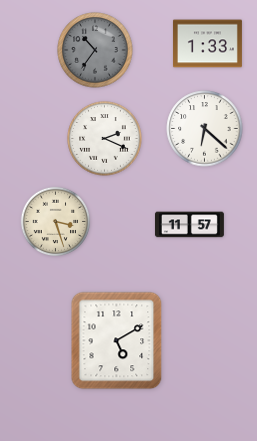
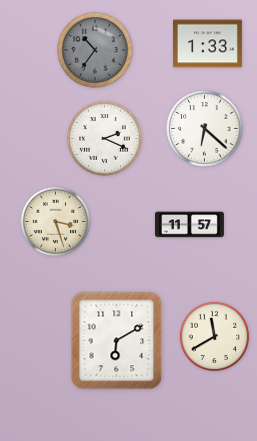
clock at (215, 337): none -> 11:40
clock at (117, 341): 5:10 -> 6:10
